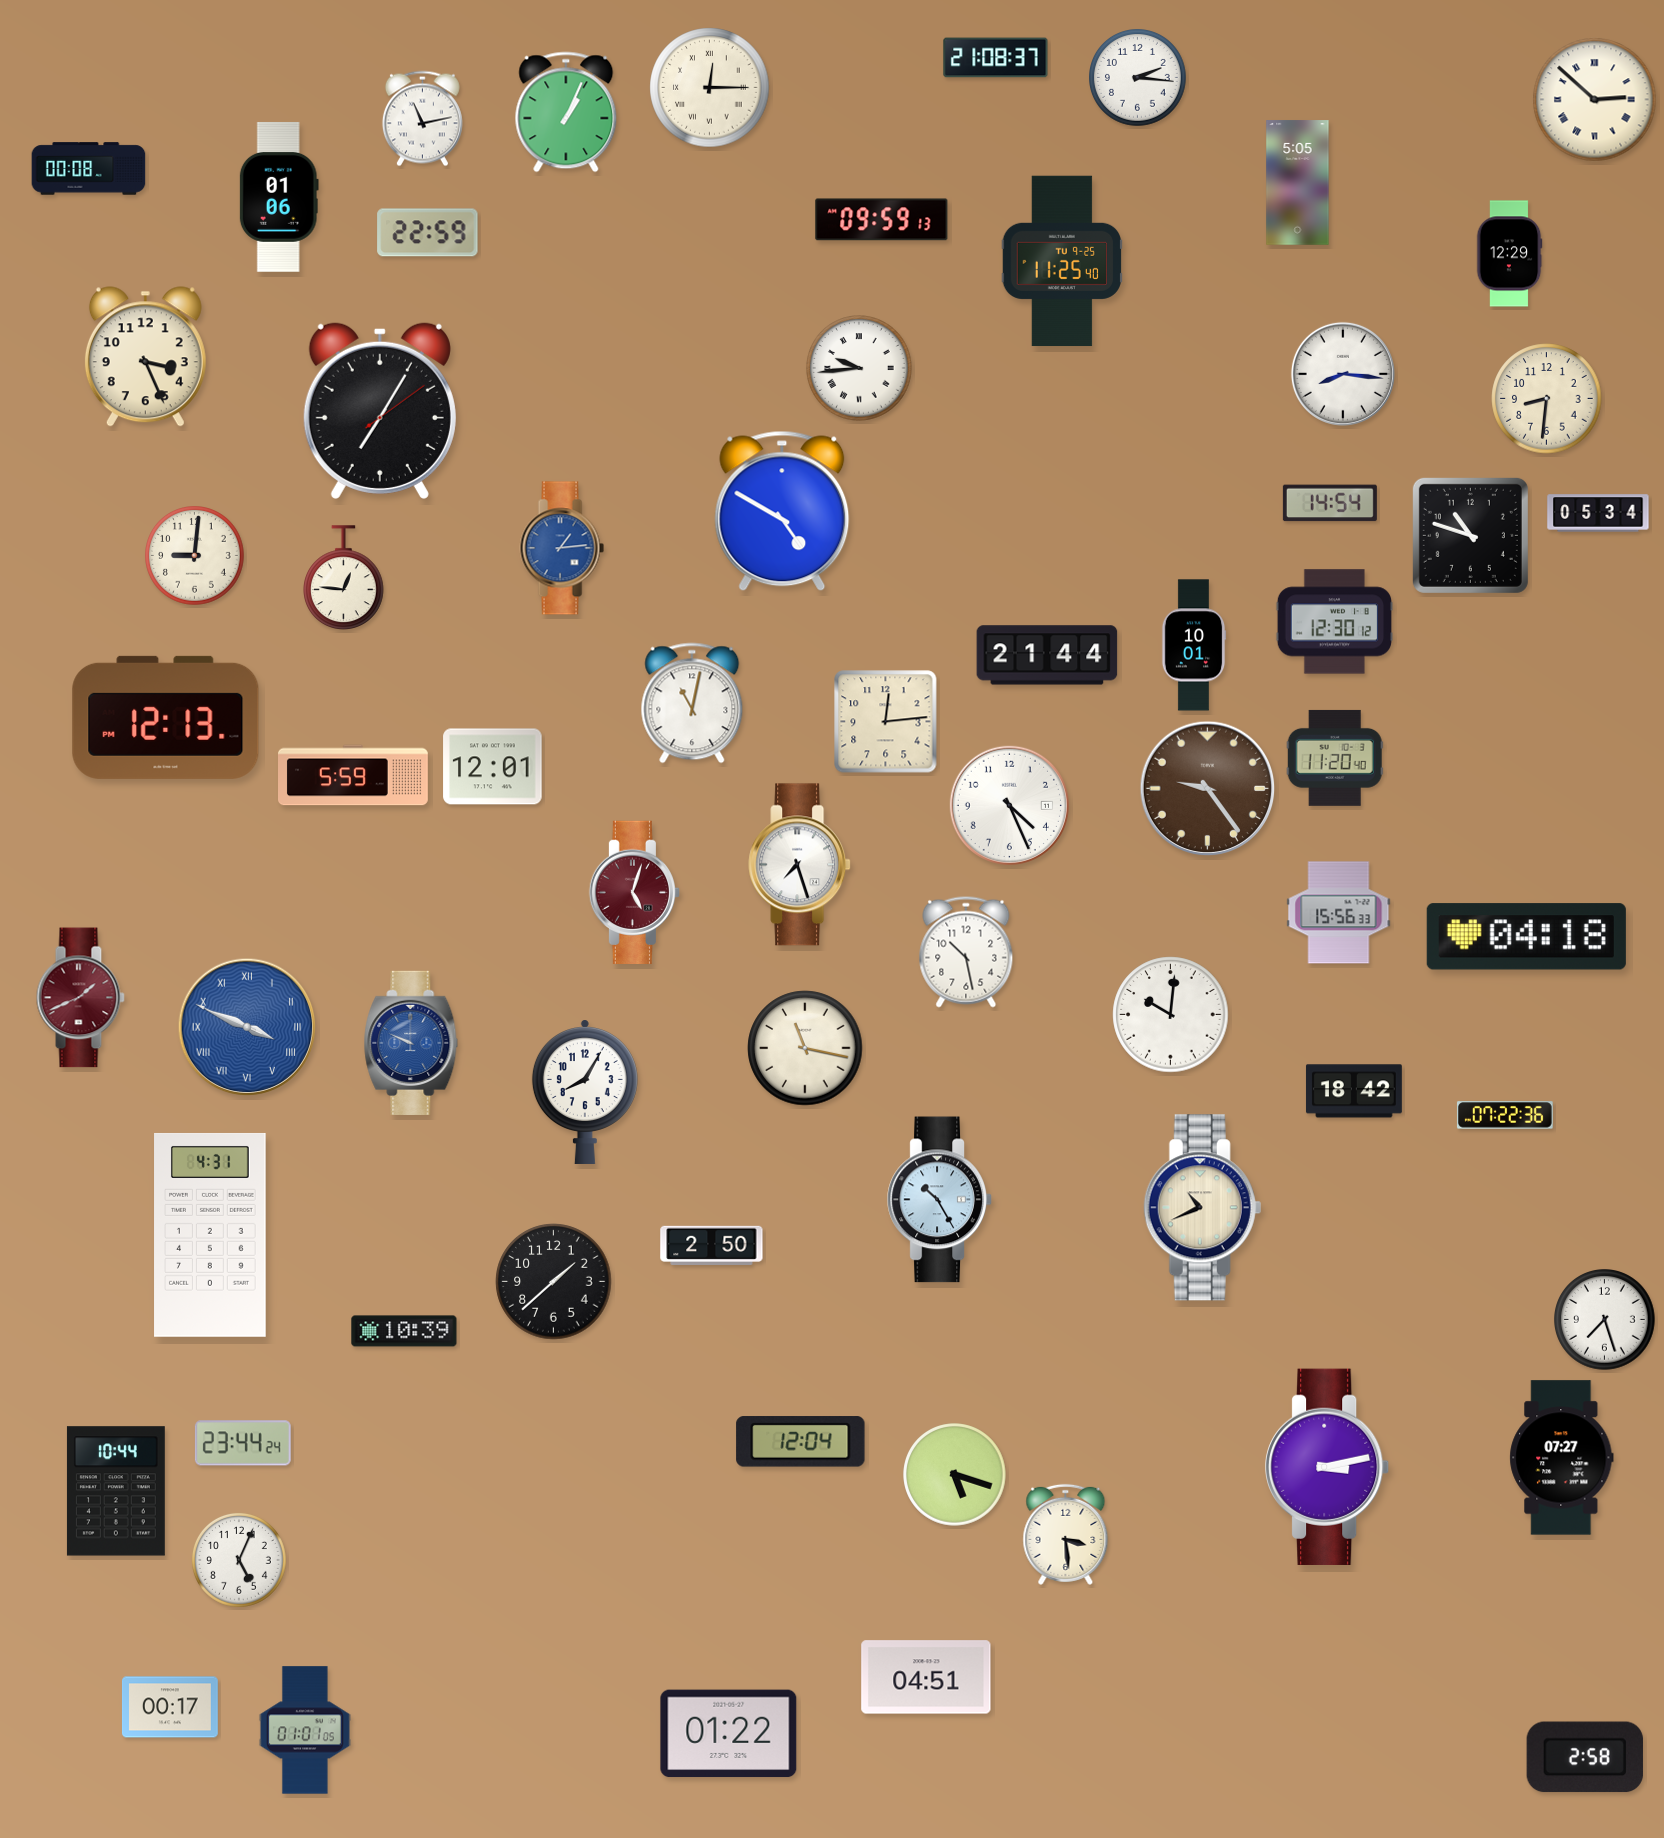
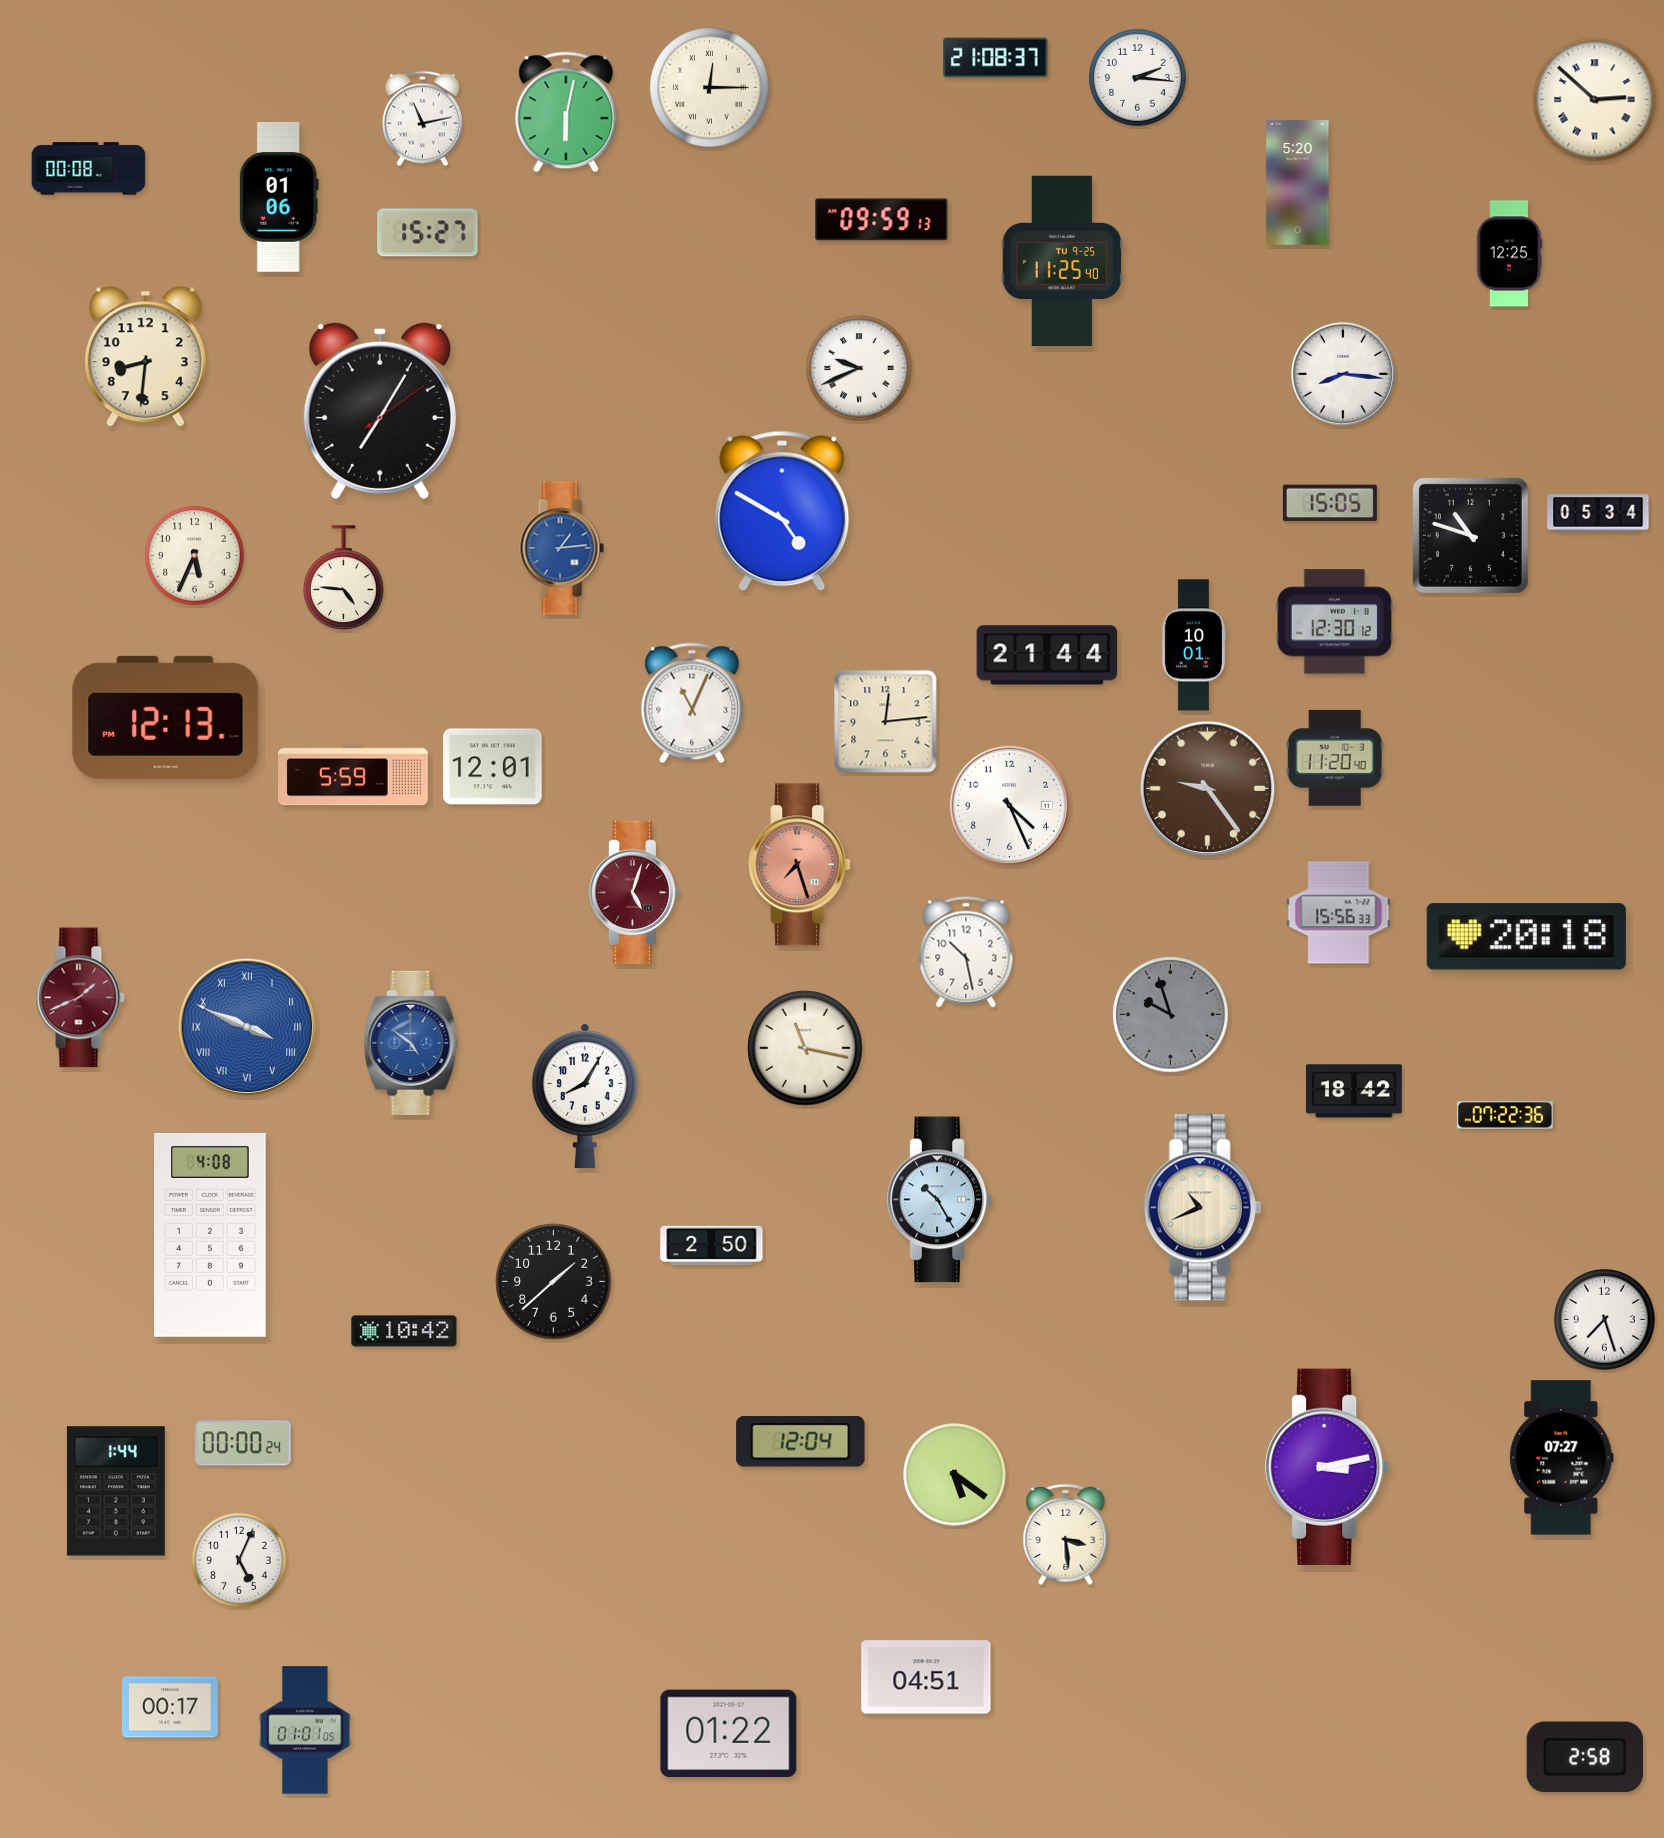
clock at (566, 112): 1:04 -> 6:02
clock at (1298, 183): 5:05 -> 5:20
clock at (428, 233): 22:59 -> 15:27
clock at (1509, 254): 12:29 -> 12:25
clock at (145, 357): 3:26 -> 8:31
clock at (859, 368): 9:44 -> 9:41
clock at (1547, 399): 8:31 -> none
clock at (1330, 503): 14:54 -> 15:05
clock at (195, 556): 9:01 -> 5:34
clock at (344, 577): 12:46 -> 4:46
clock at (692, 703): 11:02 -> 11:04
clock at (800, 865) dial: white -> salmon
clock at (1526, 937): 04:18 -> 20:18
clock at (1171, 1015): 10:01 -> 9:57
clock at (1171, 1015) dial: white -> grey
clock at (411, 1043): 9:49 -> 4:51
clock at (585, 1092) position: (585, 1092) -> (585, 1096)
clock at (210, 1235): 4:31 -> 4:08
clock at (404, 1331): 10:39 -> 10:42
clock at (243, 1443): 23:44 -> 00:00
clock at (955, 1475): 5:18 -> 5:21
clock at (116, 1491): 10:44 -> 1:44
